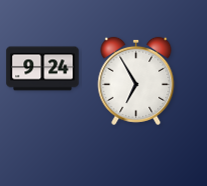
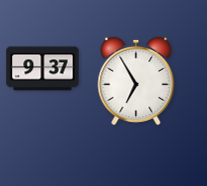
clock at (43, 69): 9:24 -> 9:37
